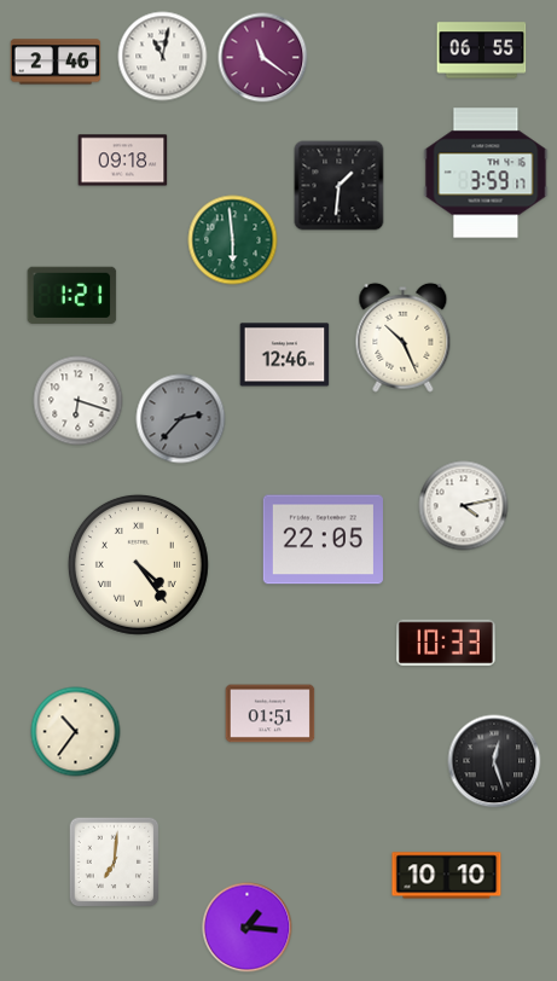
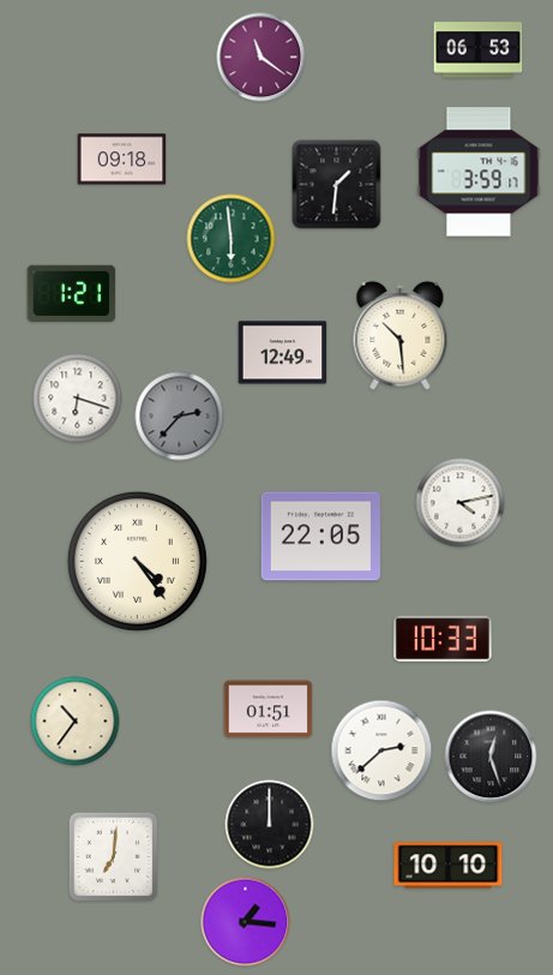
clock at (482, 51): 06:55 -> 06:53
clock at (163, 57): 11:02 -> none
clock at (56, 62): 2:46 -> none
clock at (486, 173) position: (486, 173) -> (479, 172)
clock at (404, 337): 10:26 -> 10:29
clock at (285, 355): 12:46 -> 12:49
clock at (76, 732) position: (76, 732) -> (76, 722)
clock at (381, 750): none -> 2:38
clock at (270, 825): none -> 12:00
clock at (447, 876) position: (447, 876) -> (449, 866)
